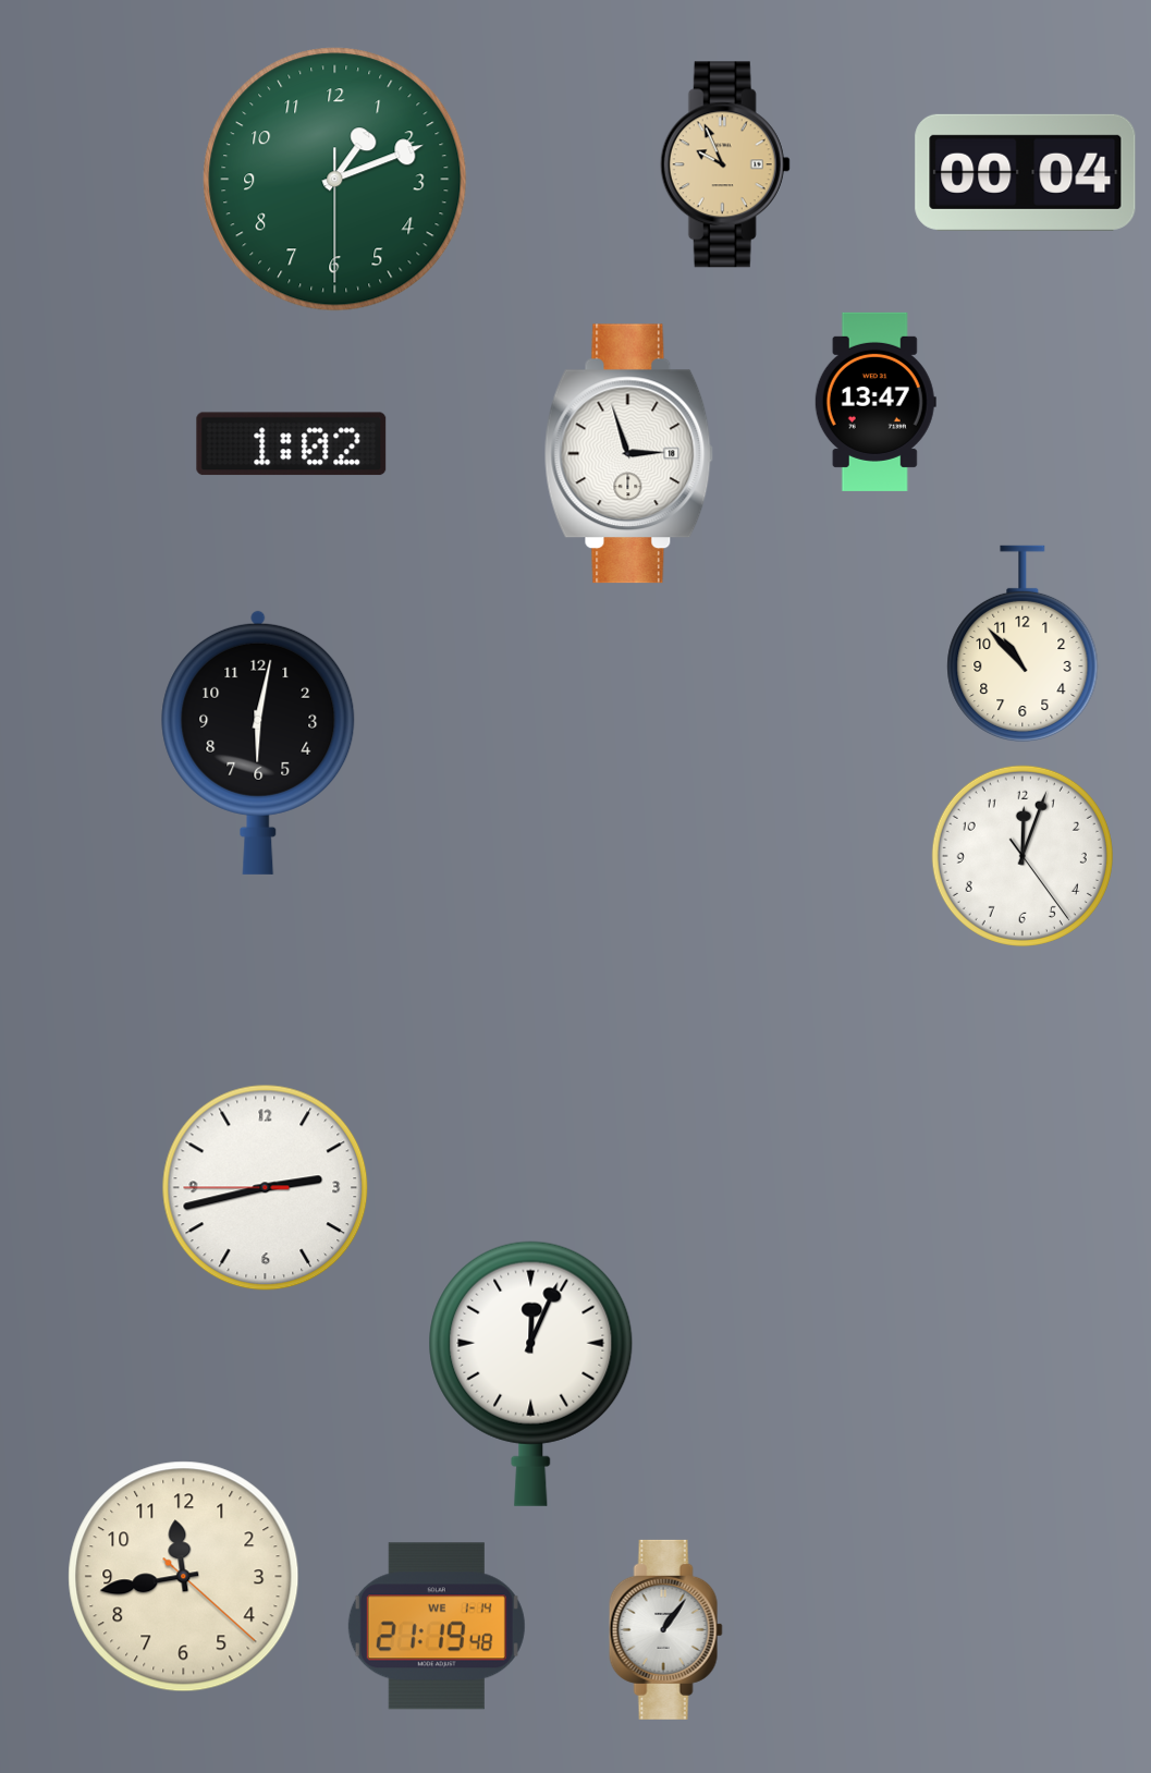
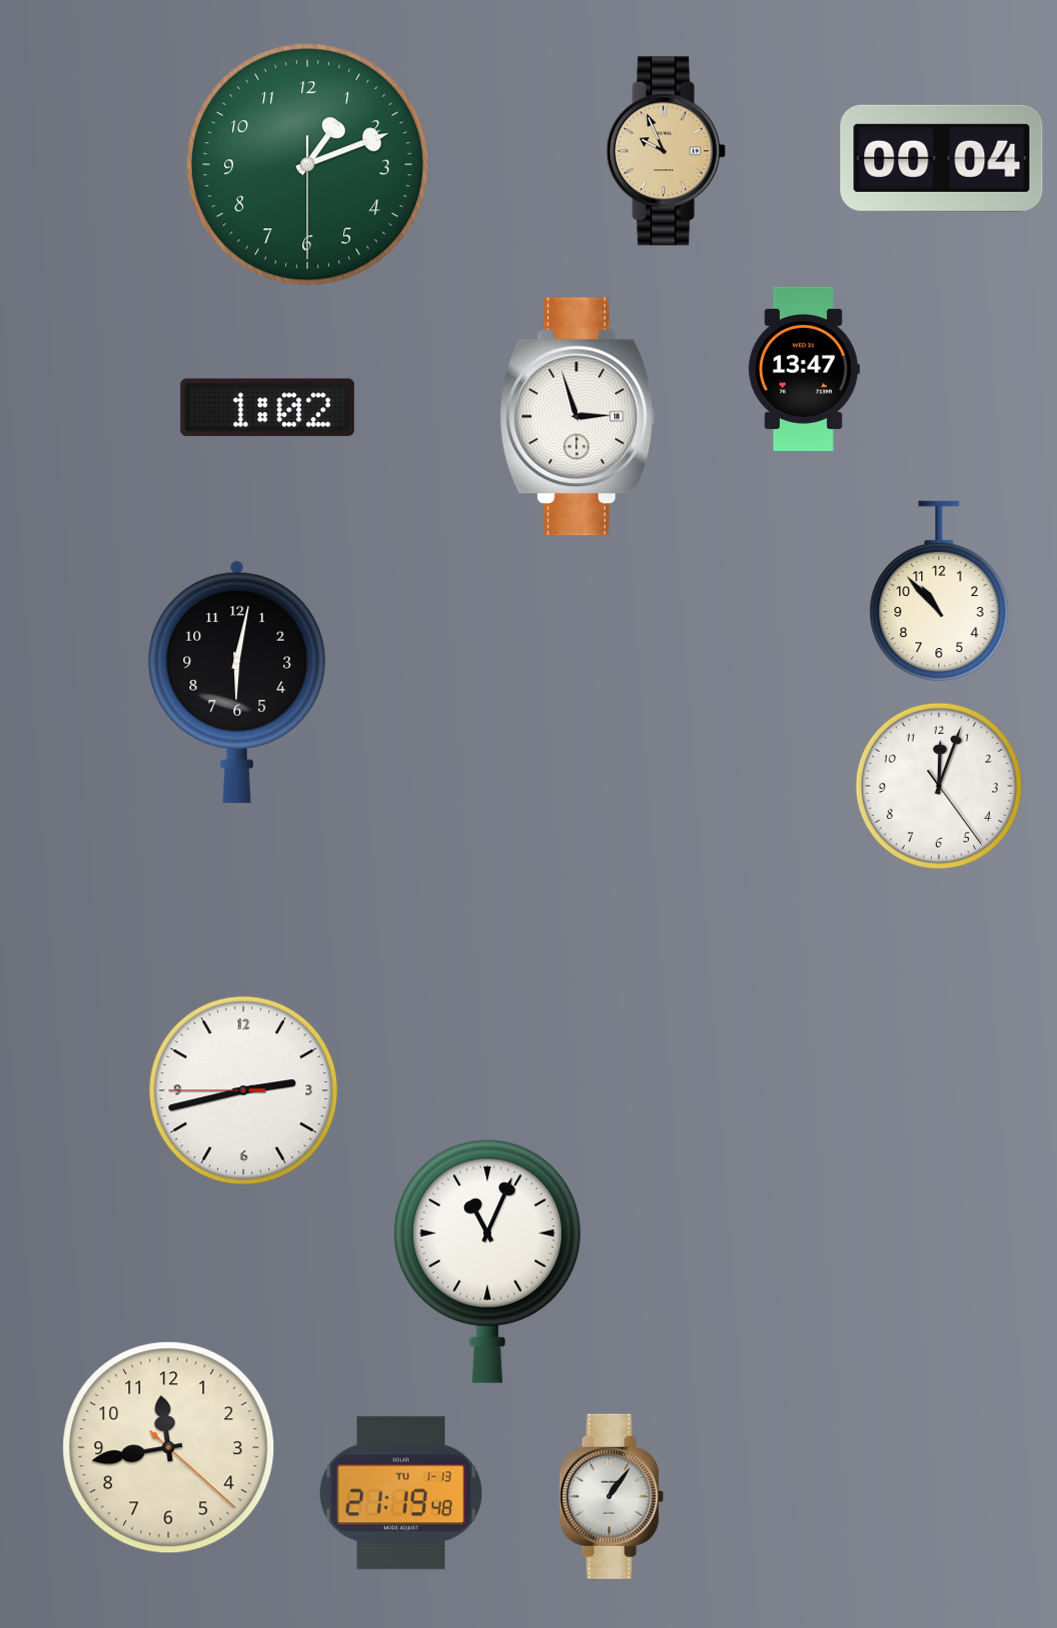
clock at (531, 1373): 12:04 -> 11:04
clock at (437, 1626) date: WE 1-14 -> TU 1-13
